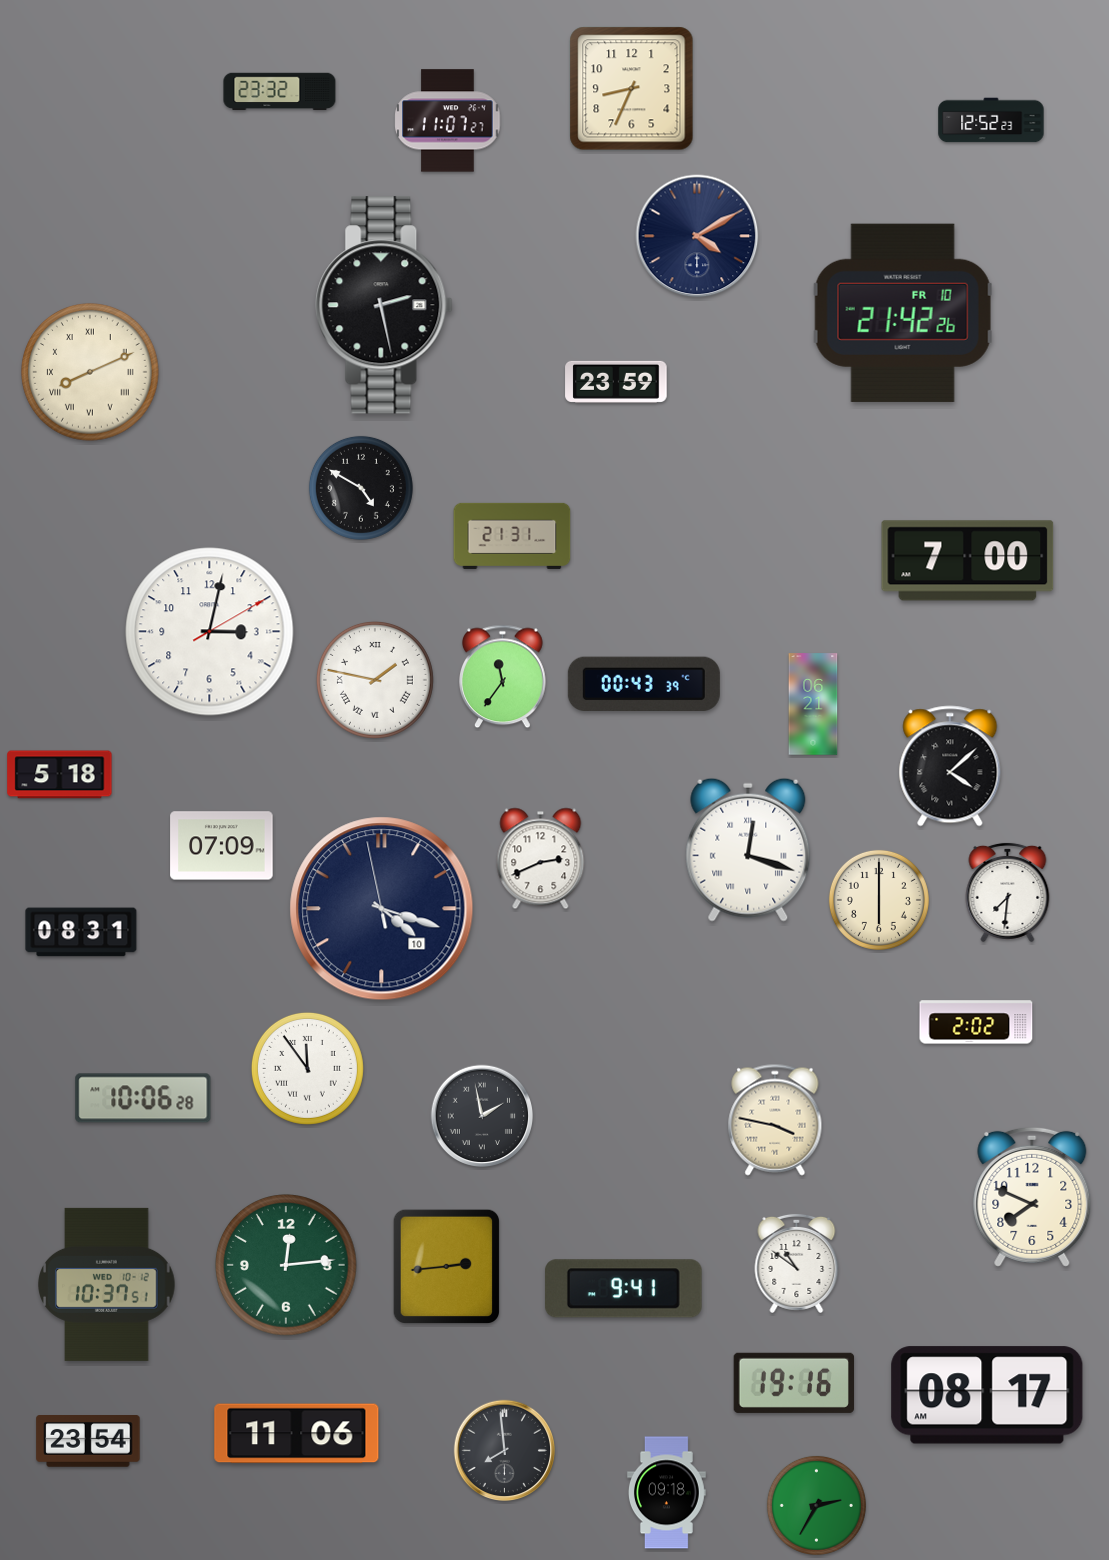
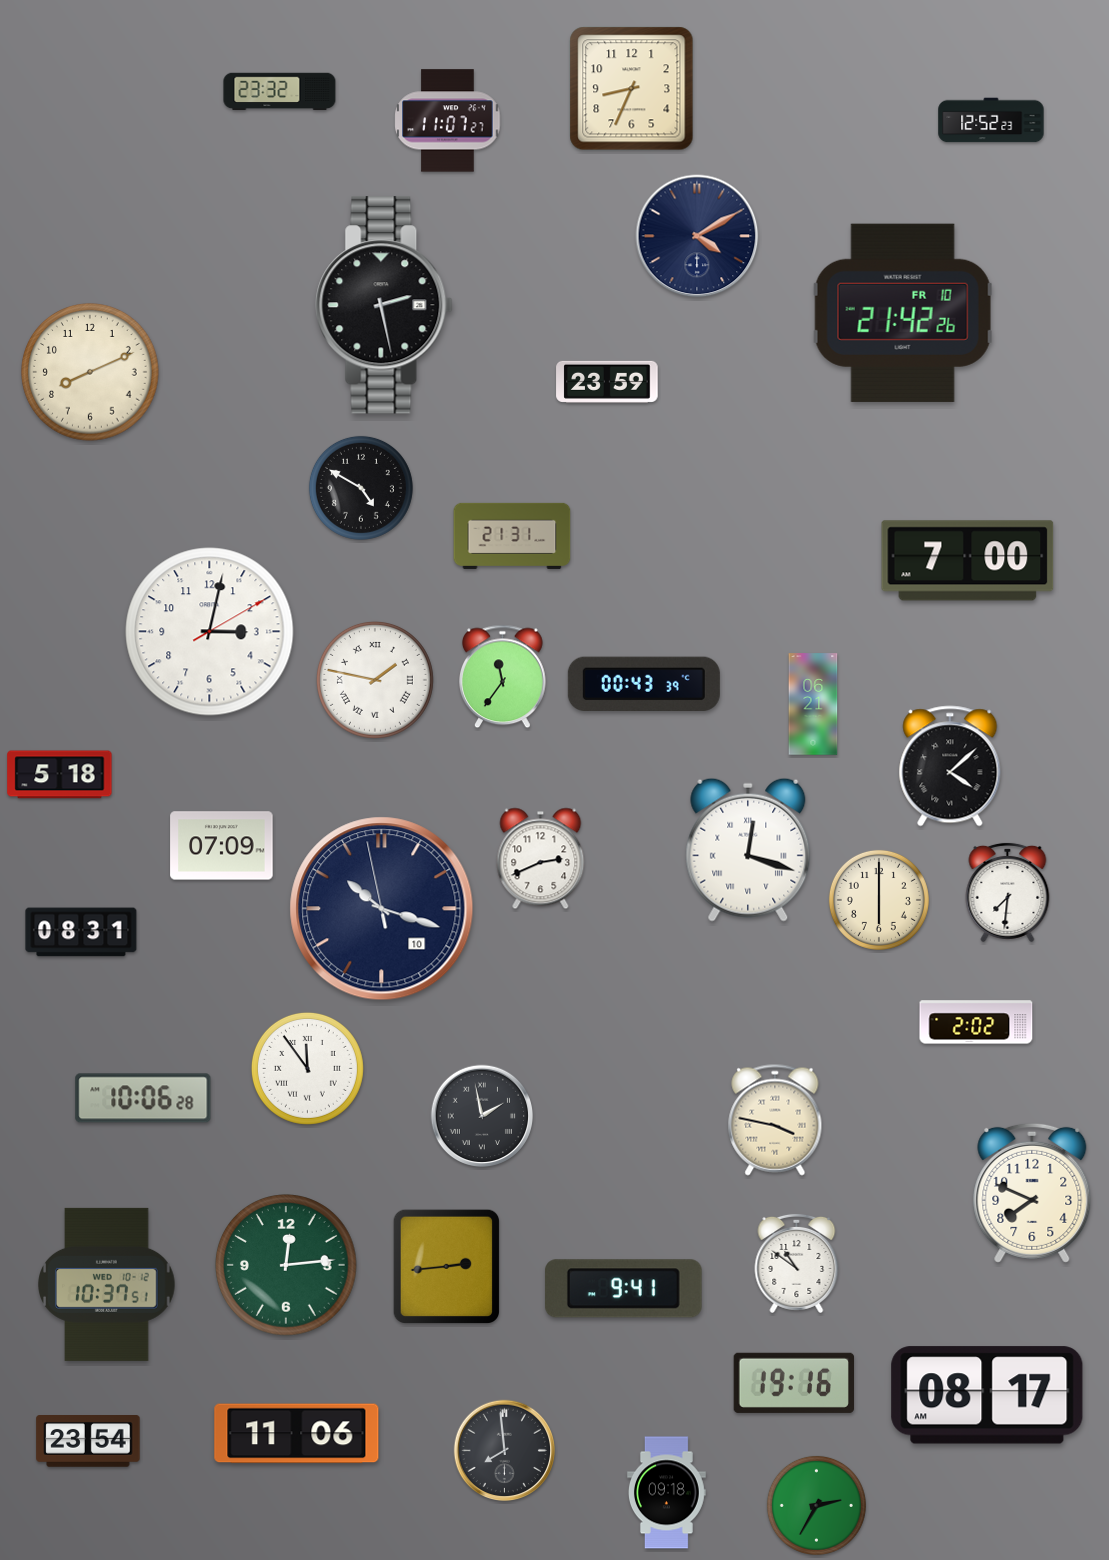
clock at (90, 372) numerals: Roman -> Arabic
clock at (616, 382) position: (616, 382) -> (607, 382)
clock at (382, 909): 4:17 -> 10:17
clock at (1032, 1197) position: (1032, 1197) -> (1032, 1193)
